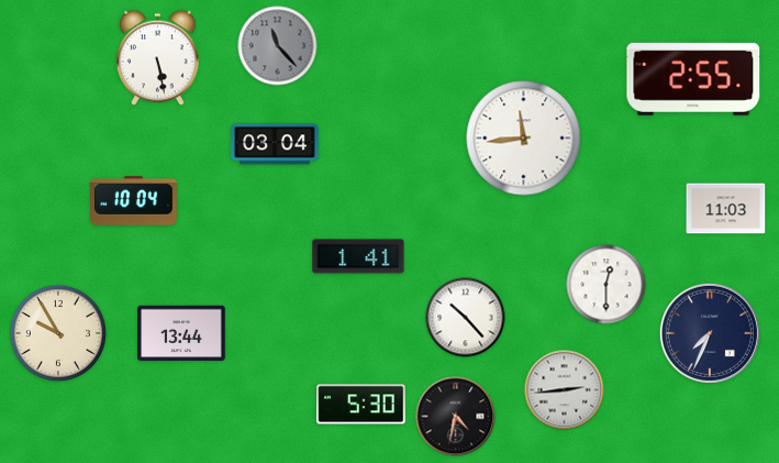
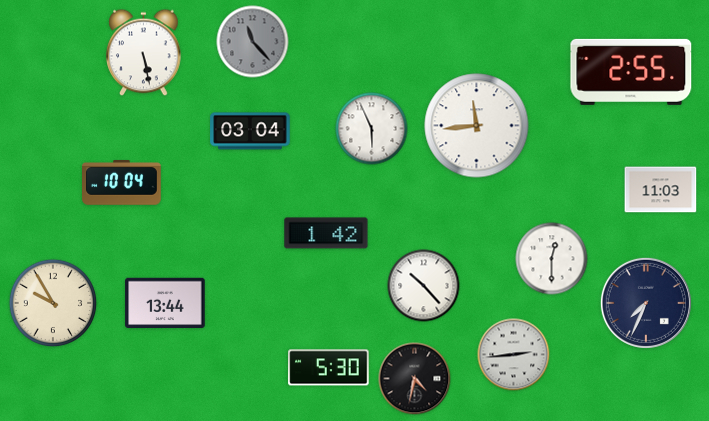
clock at (372, 129): none -> 5:56
clock at (358, 256): 1:41 -> 1:42
clock at (466, 318) position: (466, 318) -> (424, 286)
